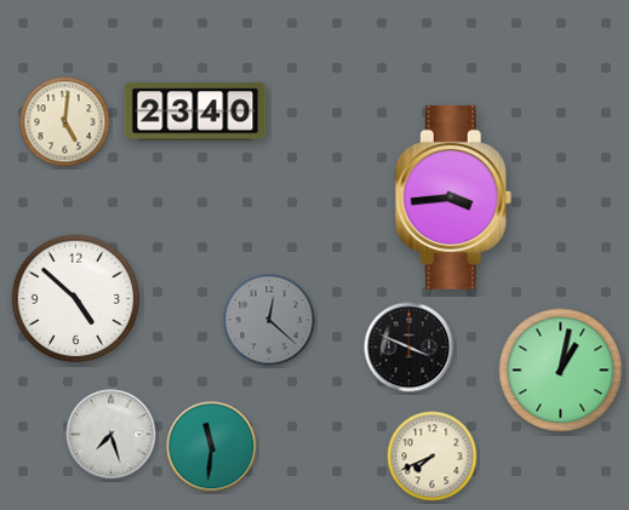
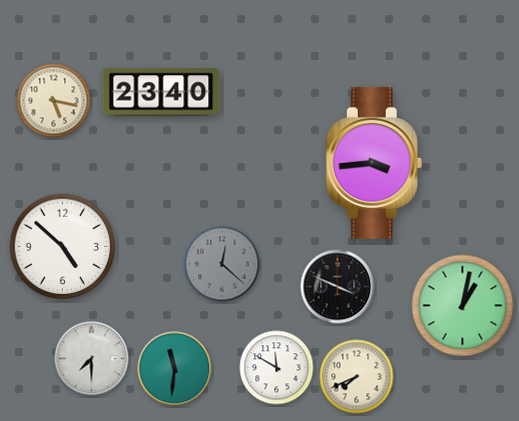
clock at (65, 122): 5:01 -> 5:17
clock at (111, 435): 7:27 -> 7:30
clock at (277, 368): none -> 11:50
